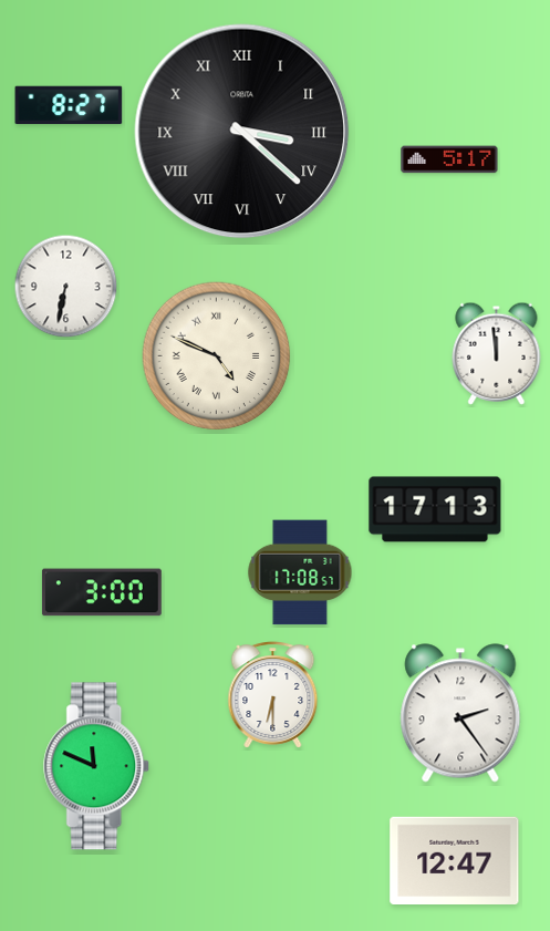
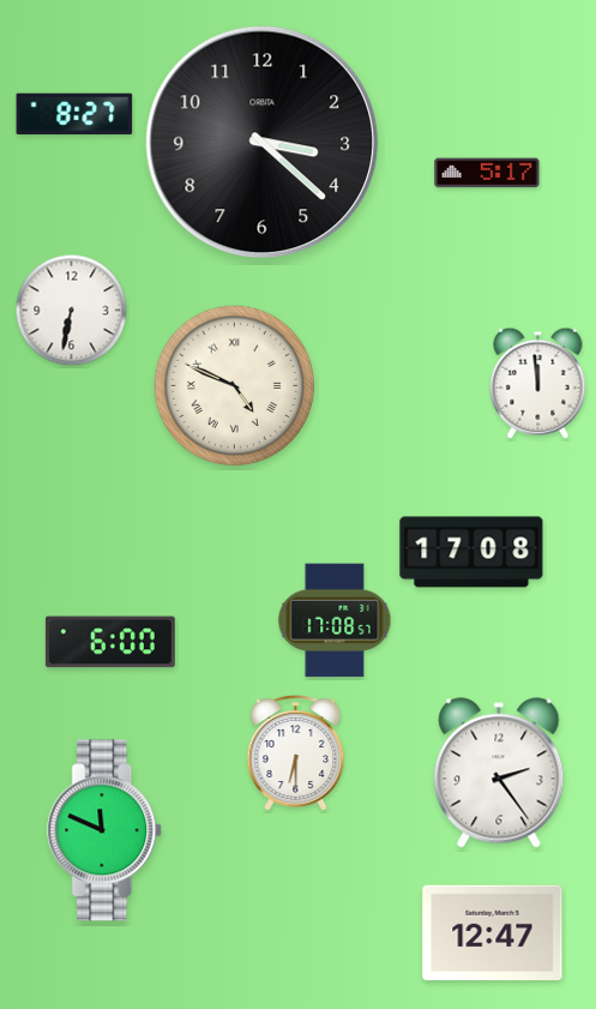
clock at (242, 132) numerals: Roman -> Arabic
clock at (435, 509): 17:13 -> 17:08
clock at (300, 572) position: (300, 572) -> (335, 620)
clock at (102, 592): 3:00 -> 6:00
